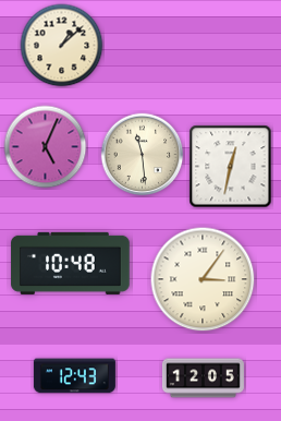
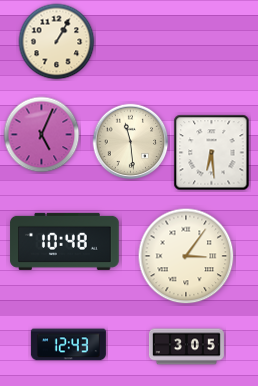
clock at (62, 46): 1:08 -> 1:05
clock at (231, 167): 12:32 -> 6:29
clock at (203, 378): 12:05 -> 3:05
